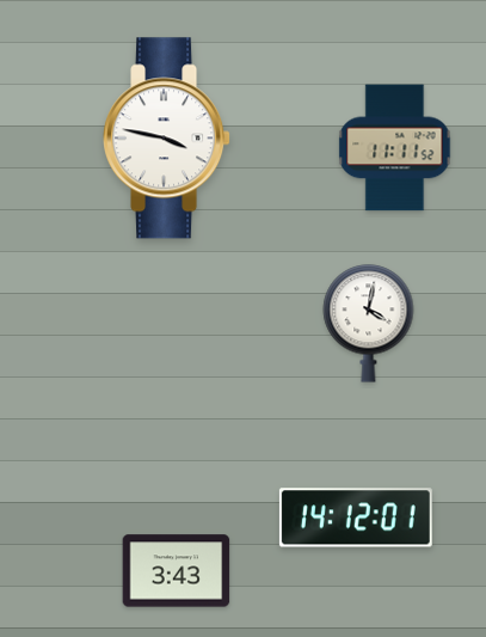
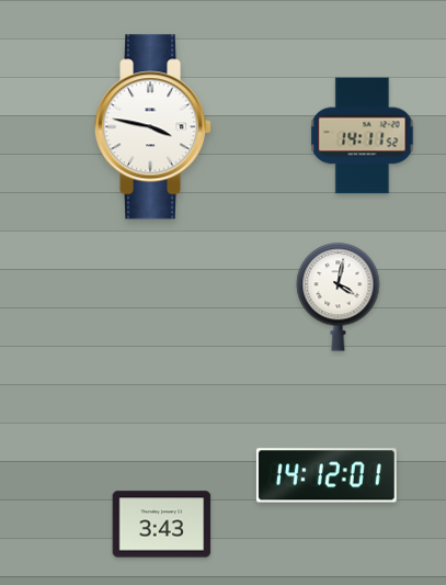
clock at (395, 148): 11:11 -> 14:11
